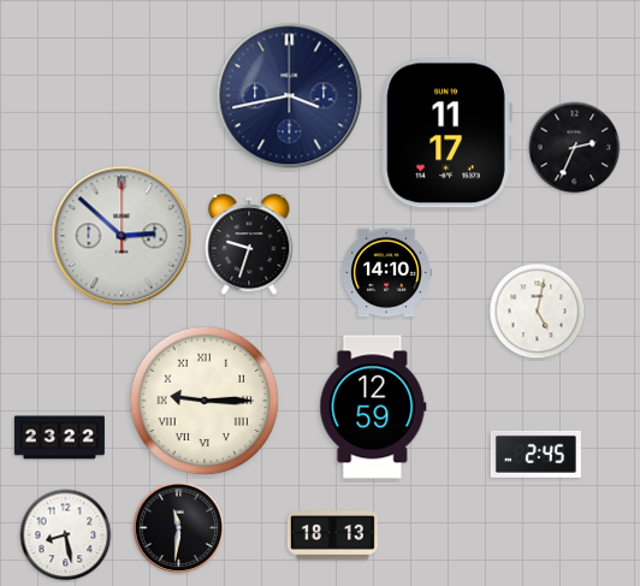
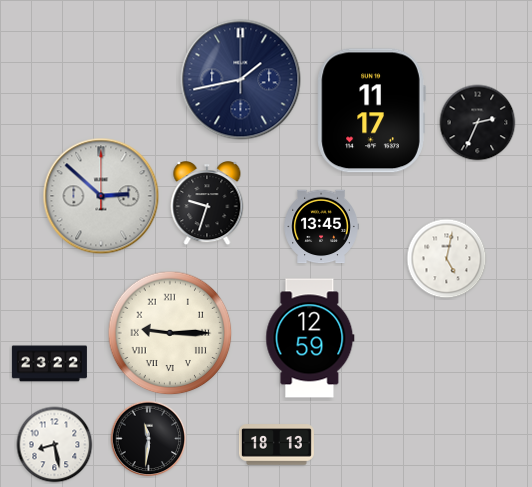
clock at (290, 96): 3:43 -> 1:43
clock at (386, 273): 14:10 -> 13:45
clock at (535, 454): 2:45 -> none
